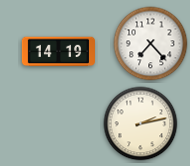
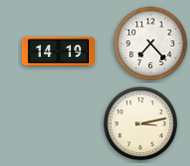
clock at (141, 124): 2:13 -> 3:13
